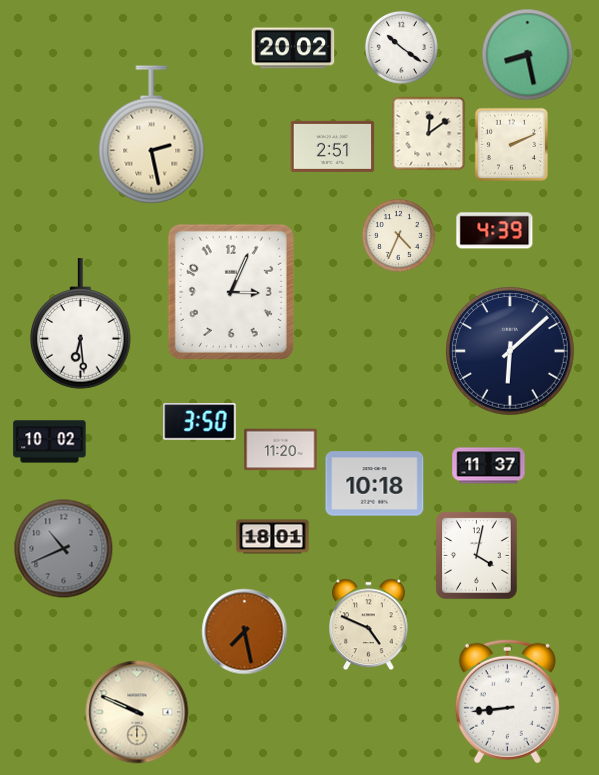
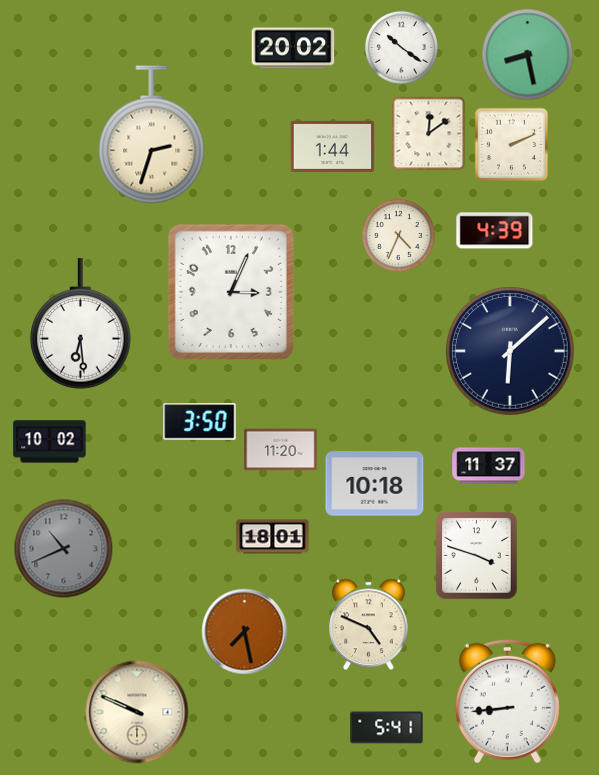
clock at (152, 135): 2:28 -> 2:33
clock at (333, 146): 2:51 -> 1:44
clock at (477, 556): 4:02 -> 3:48
clock at (387, 728): none -> 5:41
